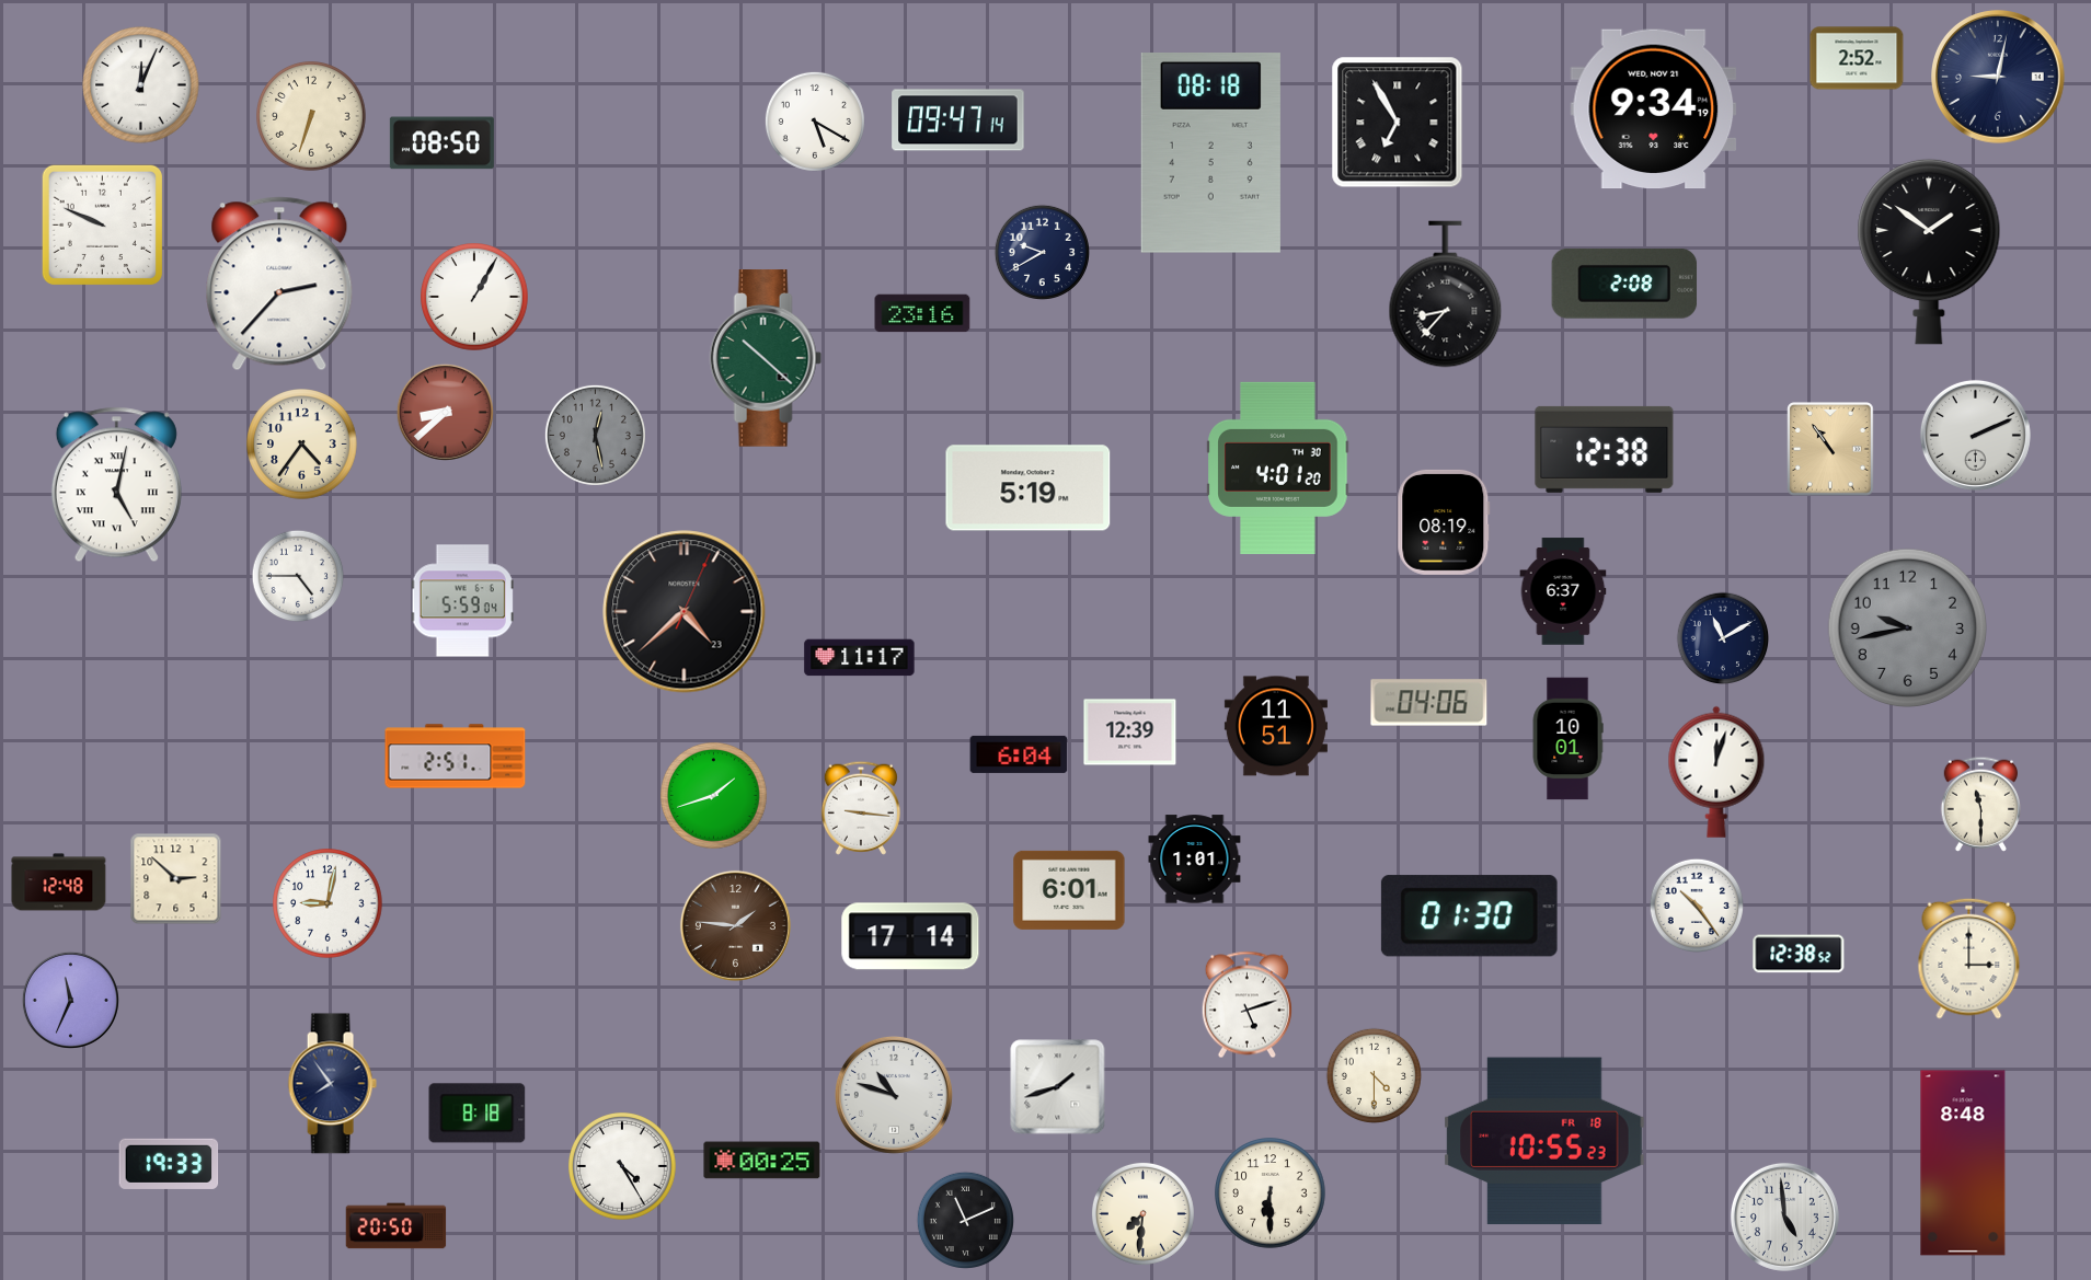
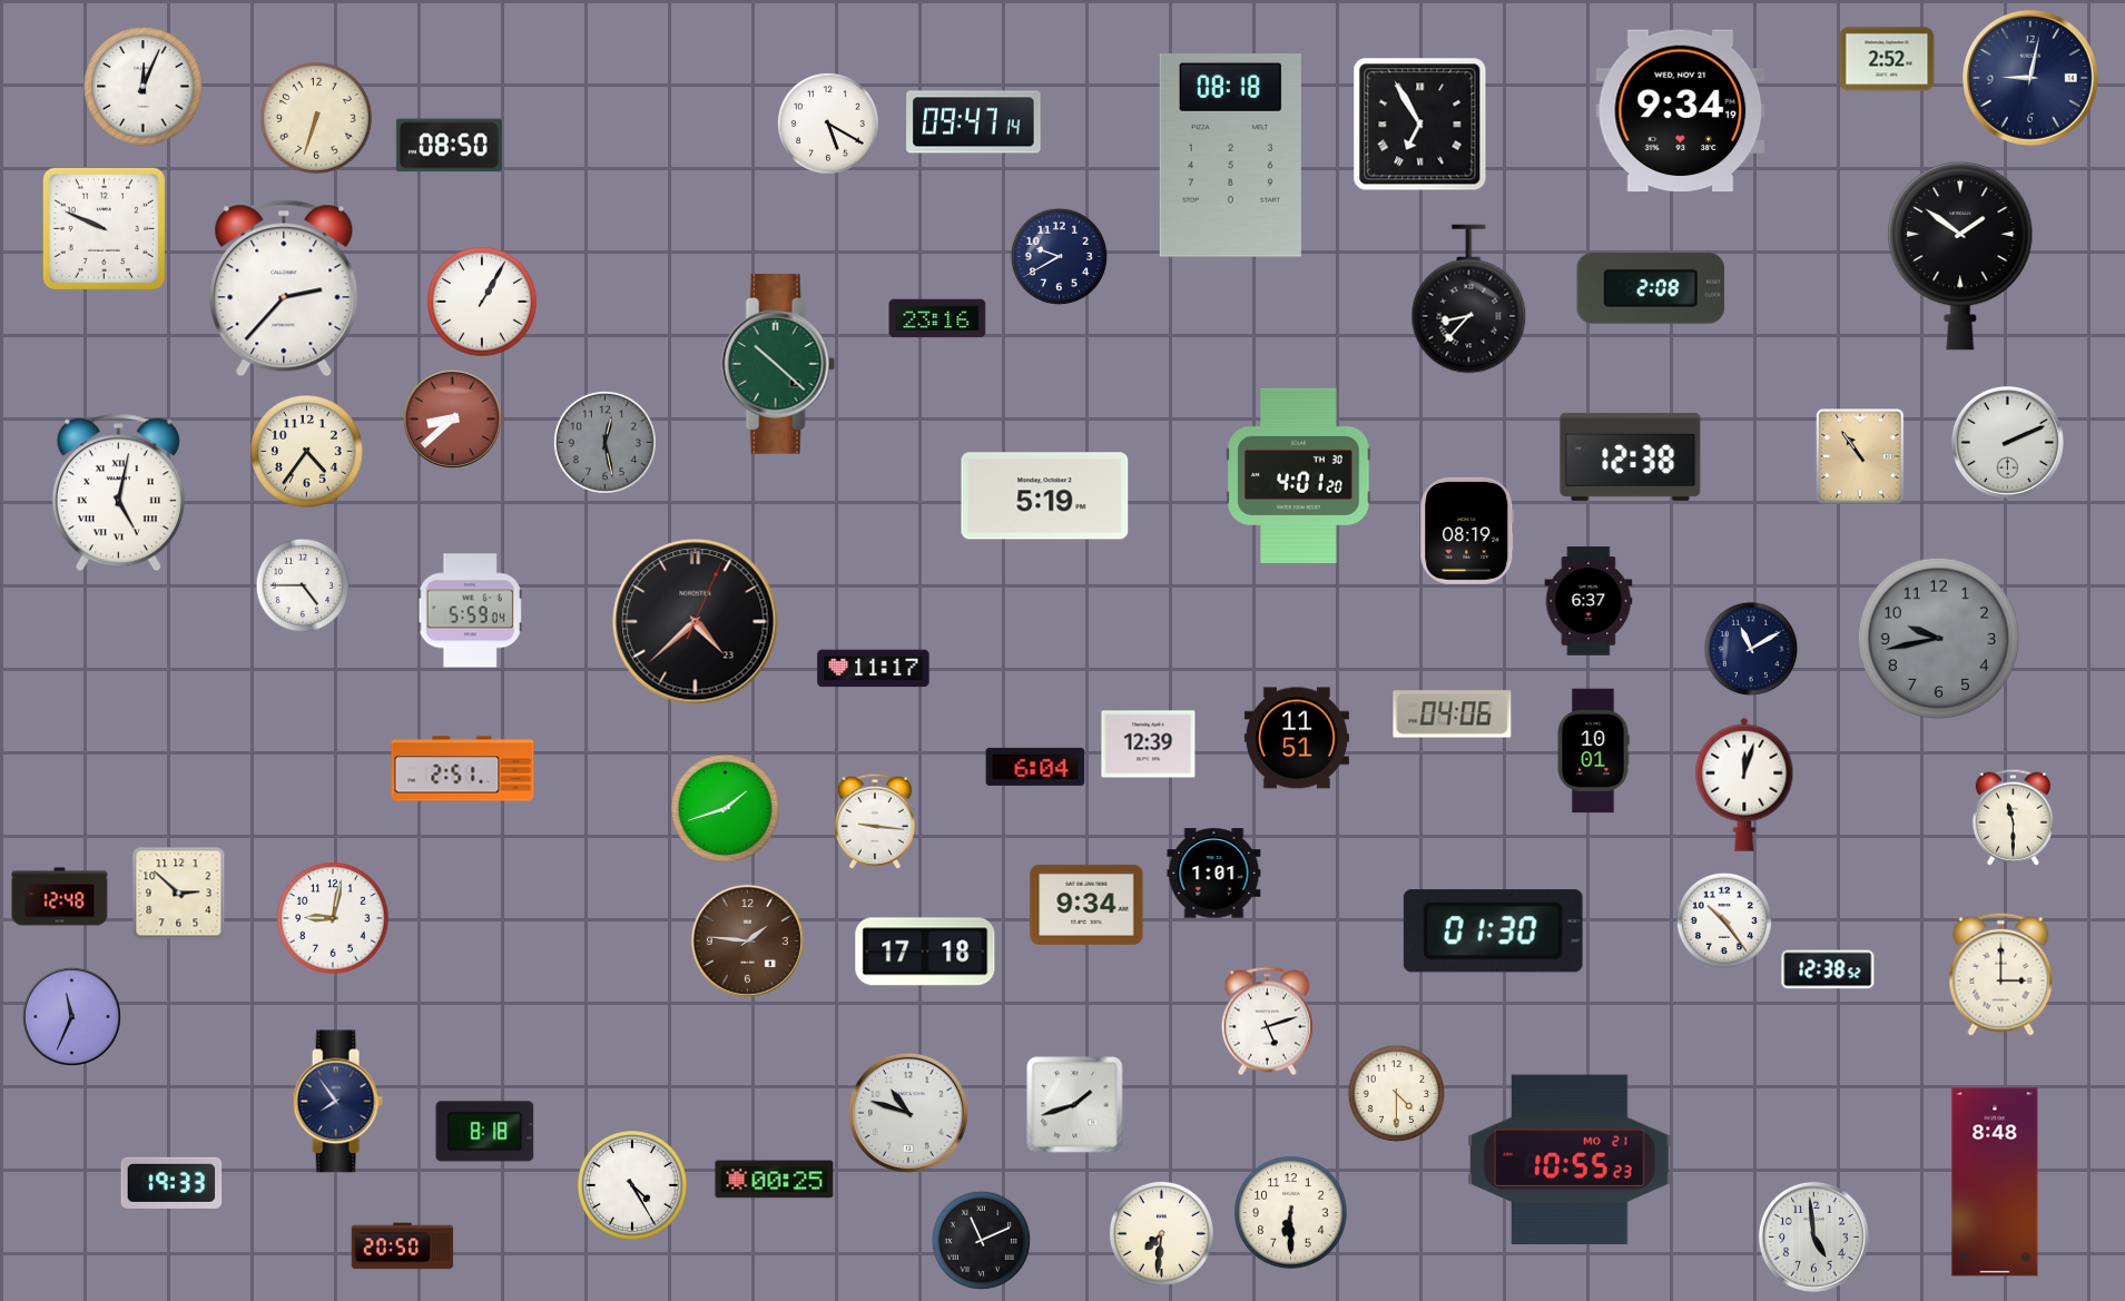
clock at (1069, 890): 6:01 -> 9:34
clock at (910, 936): 17:14 -> 17:18
clock at (1544, 1141) date: FR 18 -> MO 21
